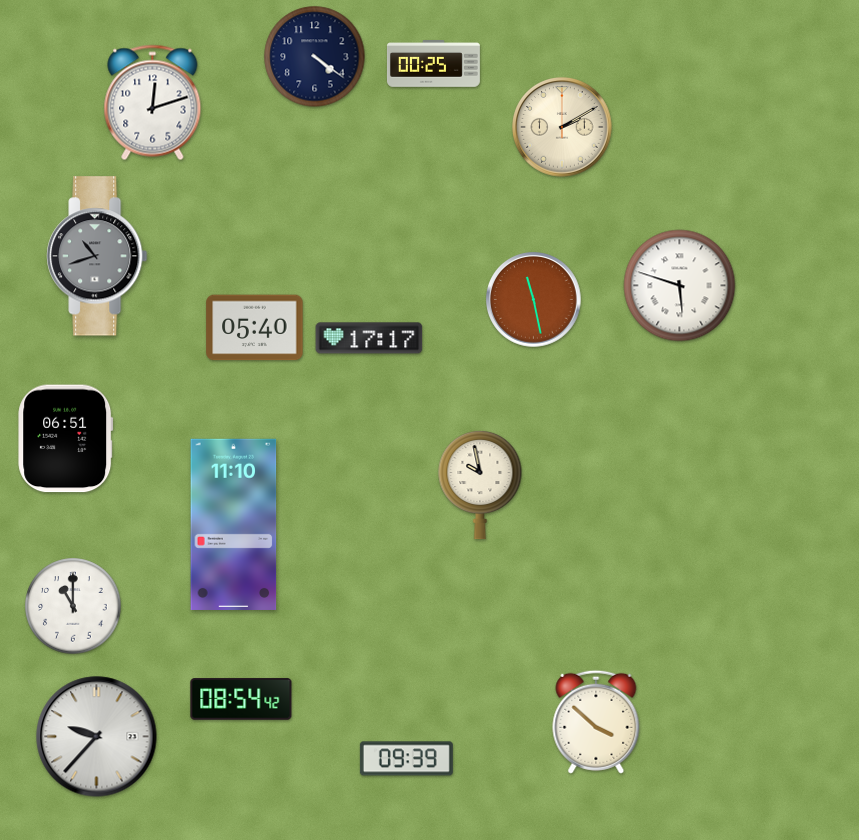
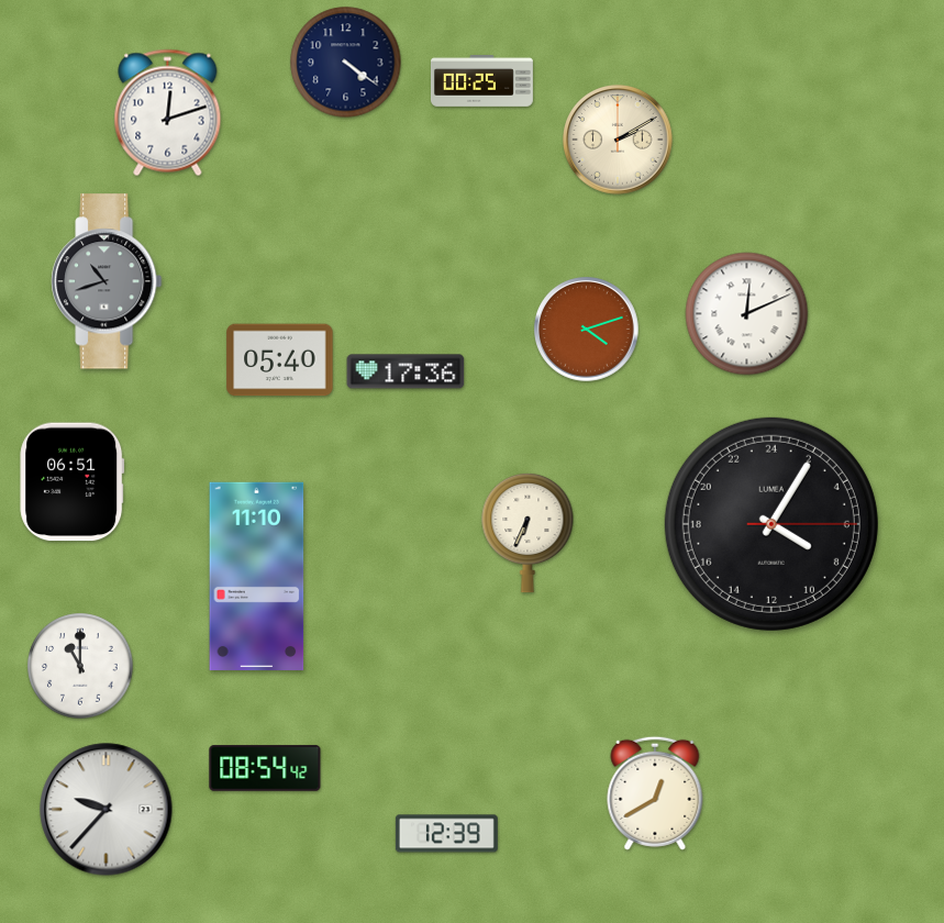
clock at (433, 64) position: (433, 64) -> (481, 81)
clock at (680, 286): 5:48 -> 12:11
clock at (534, 300): 11:28 -> 4:12
clock at (369, 338): 17:17 -> 17:36
clock at (771, 524): none -> 8:05
clock at (480, 485): 9:58 -> 6:34
clock at (596, 722): 3:52 -> 12:40
clock at (406, 759): 09:39 -> 12:39
